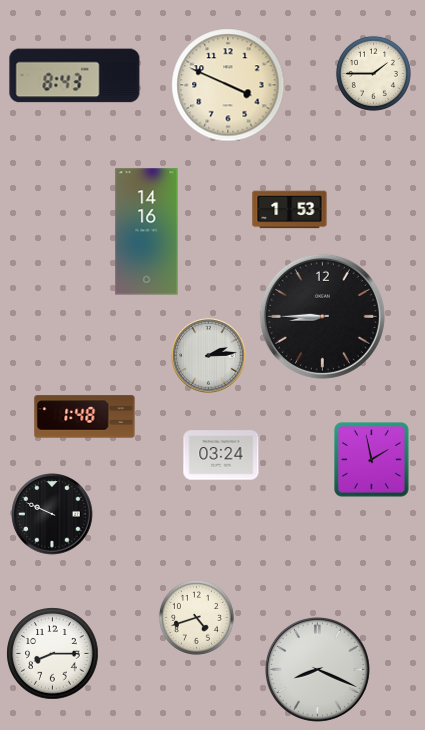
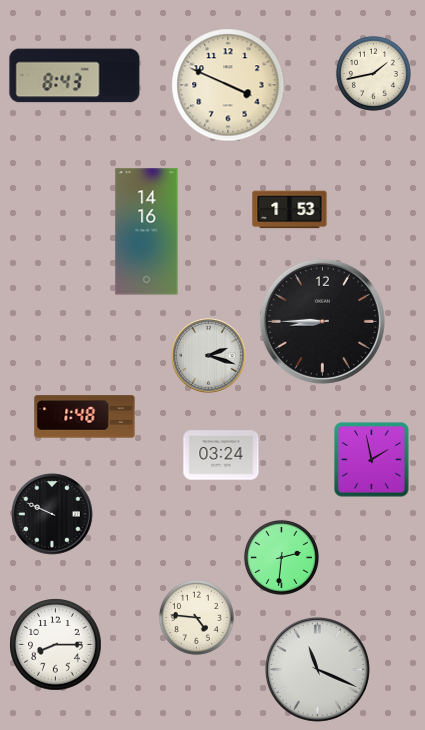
clock at (373, 73): 1:45 -> 1:43
clock at (322, 316) position: (322, 316) -> (322, 321)
clock at (209, 356): 2:14 -> 2:18
clock at (281, 557): none -> 2:31
clock at (196, 617): 4:42 -> 4:46
clock at (53, 654) position: (53, 654) -> (56, 645)
clock at (317, 669): 8:19 -> 11:19
